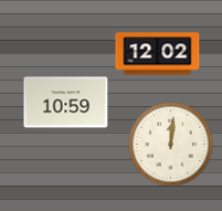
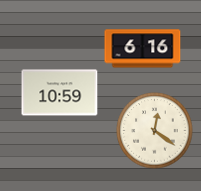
clock at (158, 54): 12:02 -> 6:16
clock at (171, 145): 12:01 -> 12:21
